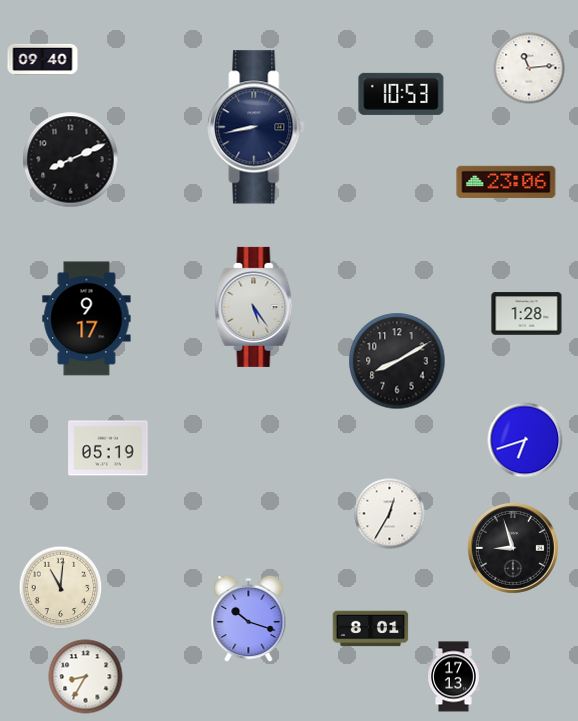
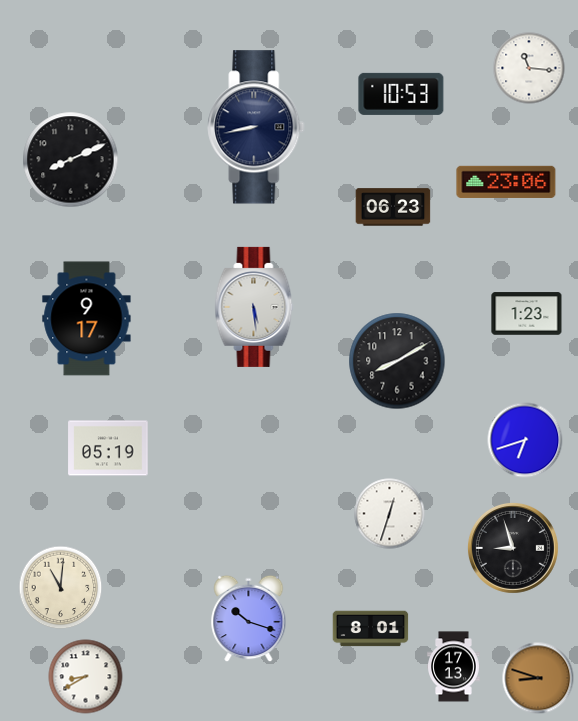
clock at (43, 59): 09:40 -> none
clock at (529, 68): 11:14 -> 11:16
clock at (393, 207): none -> 06:23
clock at (254, 307): 5:24 -> 5:29
clock at (527, 314): 1:28 -> 1:23
clock at (390, 514): 12:35 -> 12:33
clock at (86, 677): 8:35 -> 8:40
clock at (454, 677) position: (454, 677) -> (454, 667)
clock at (538, 678): none -> 8:48
